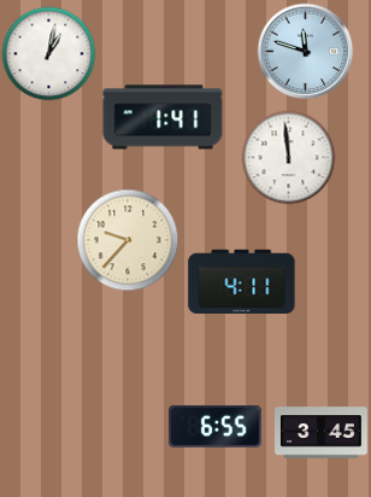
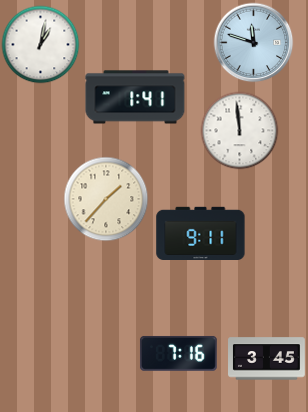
clock at (128, 240): 9:37 -> 1:37
clock at (242, 281): 4:11 -> 9:11
clock at (214, 427): 6:55 -> 7:16
